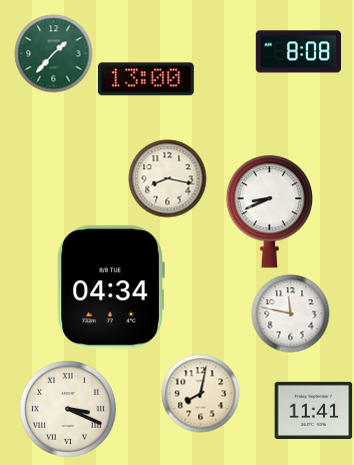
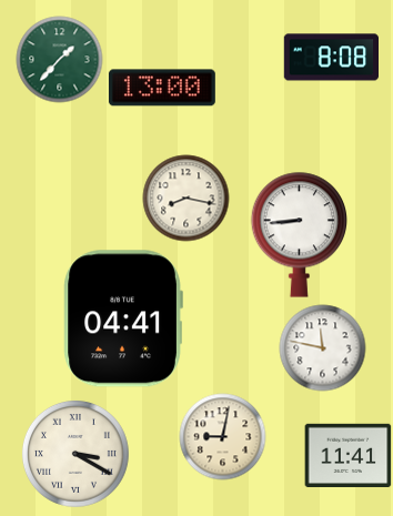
clock at (269, 211): 8:41 -> 8:44
clock at (111, 287): 04:34 -> 04:41
clock at (200, 393): 8:02 -> 9:02
clock at (68, 409): 3:19 -> 3:20
